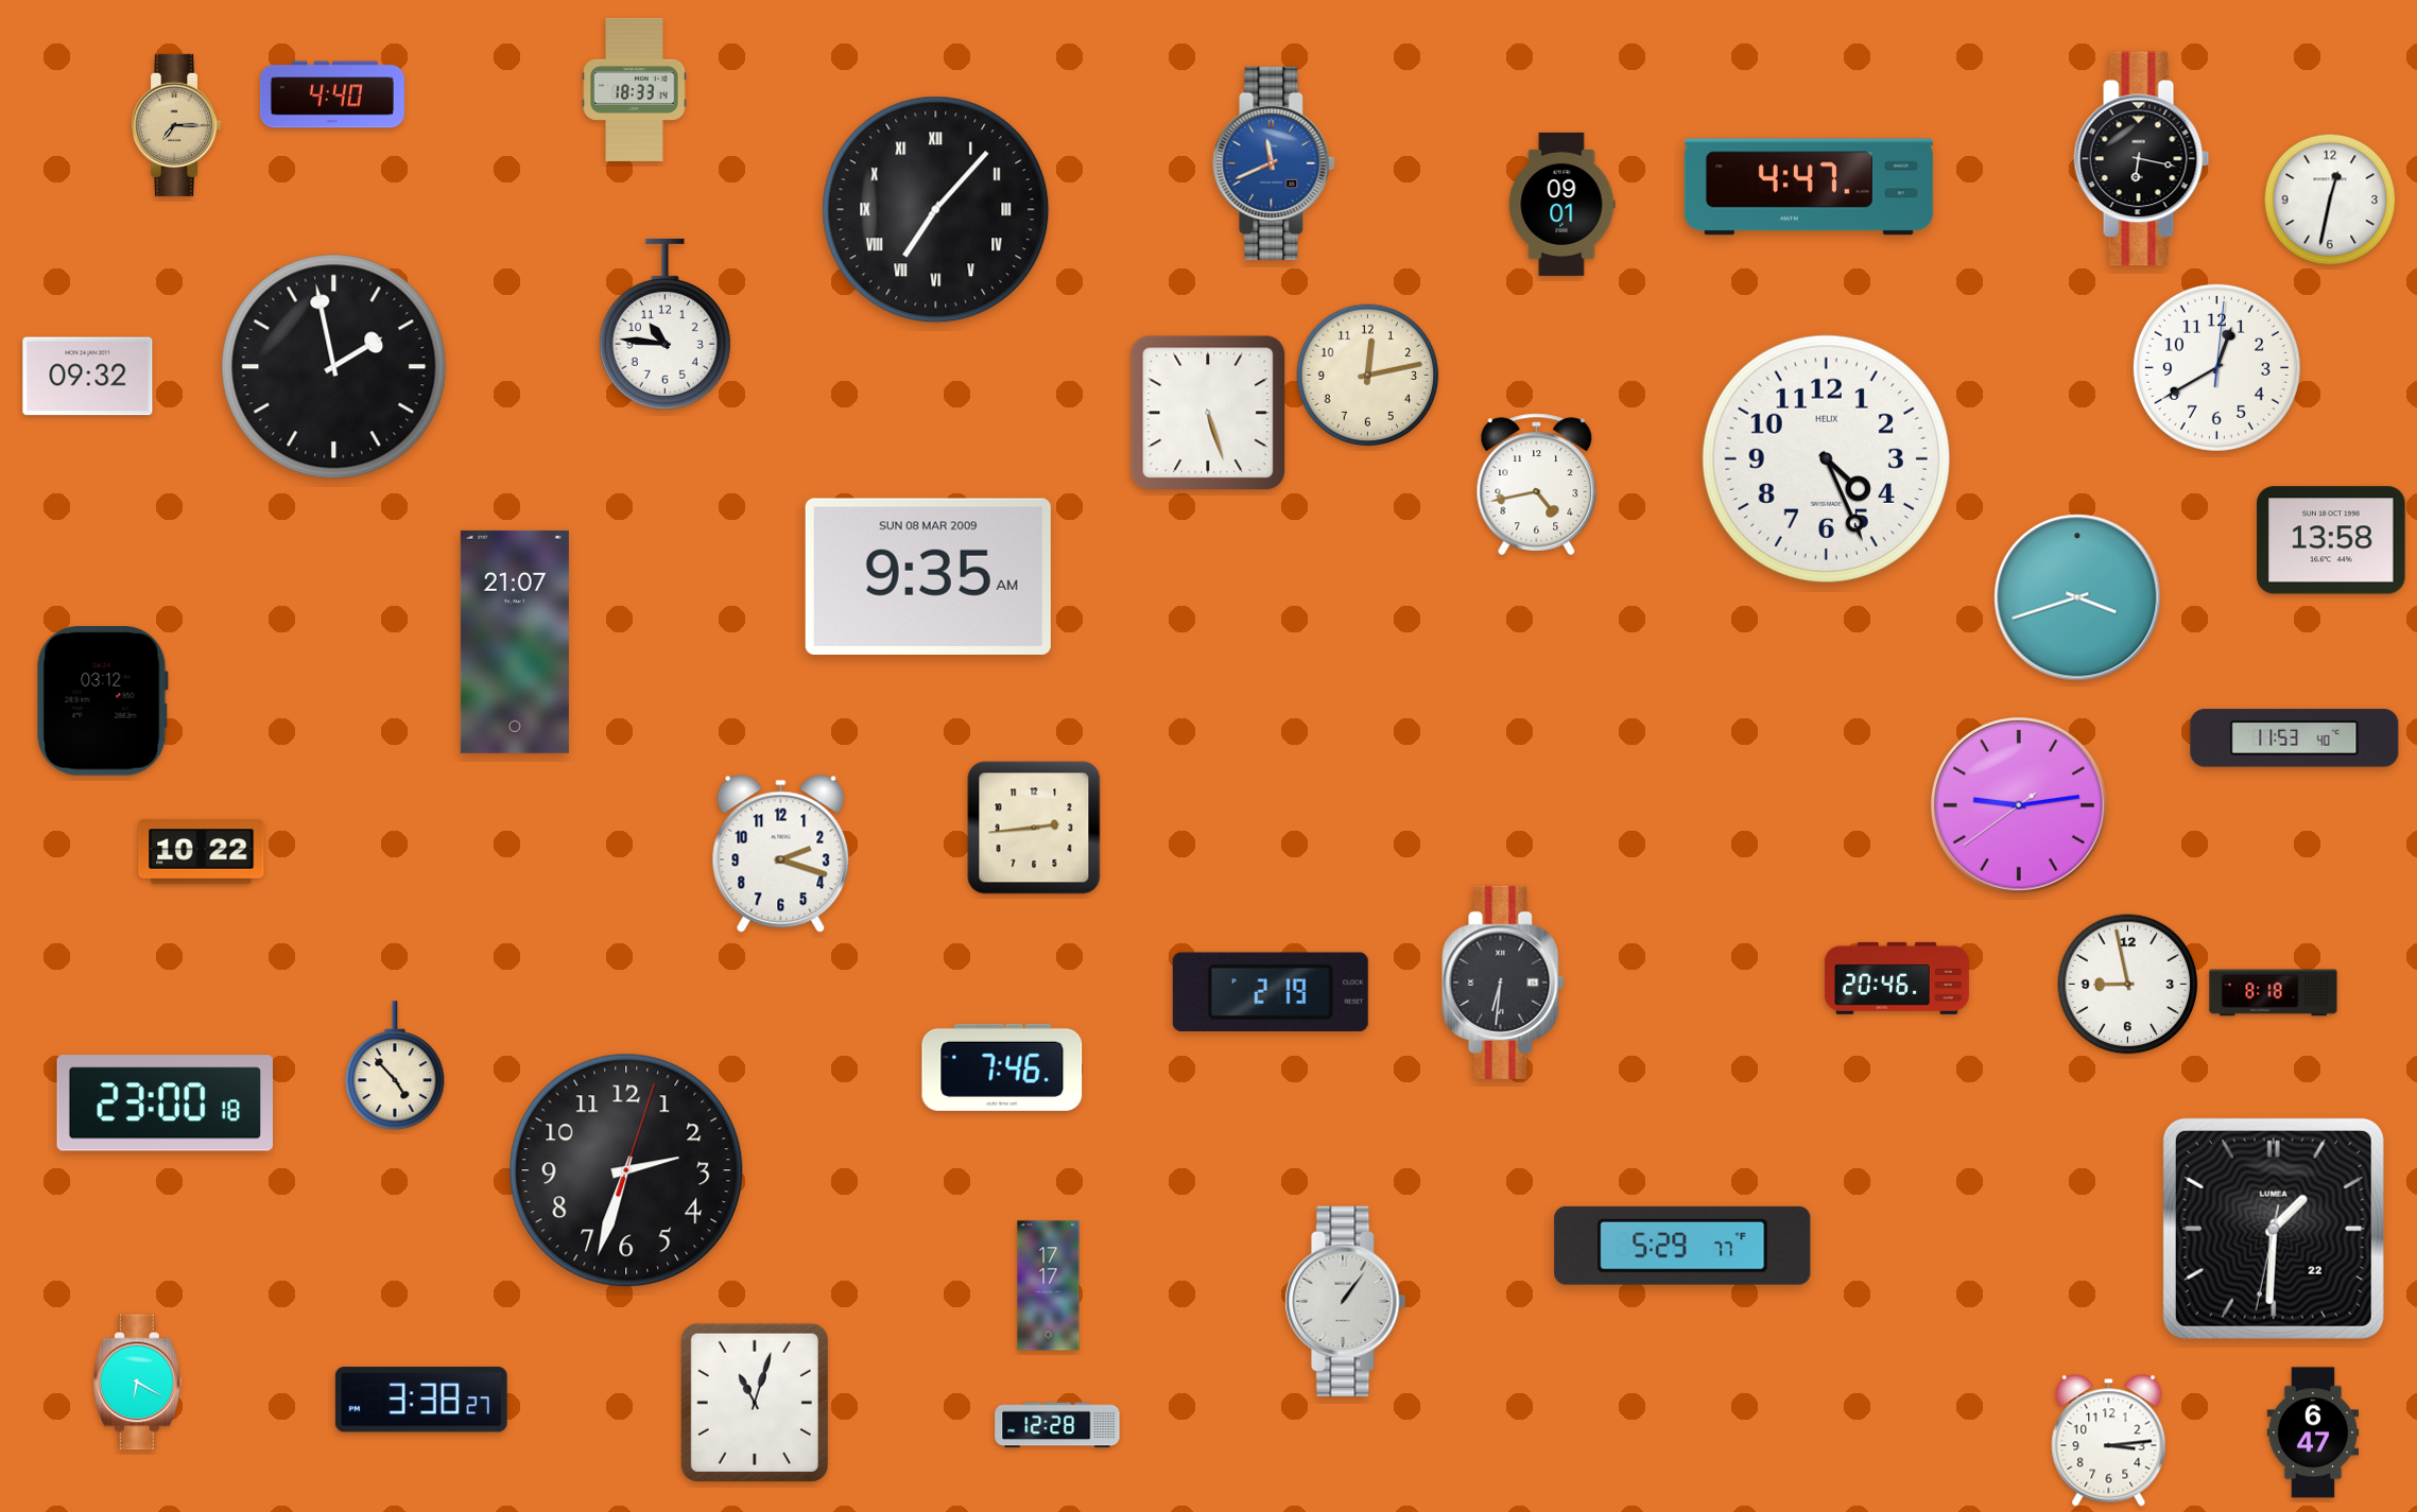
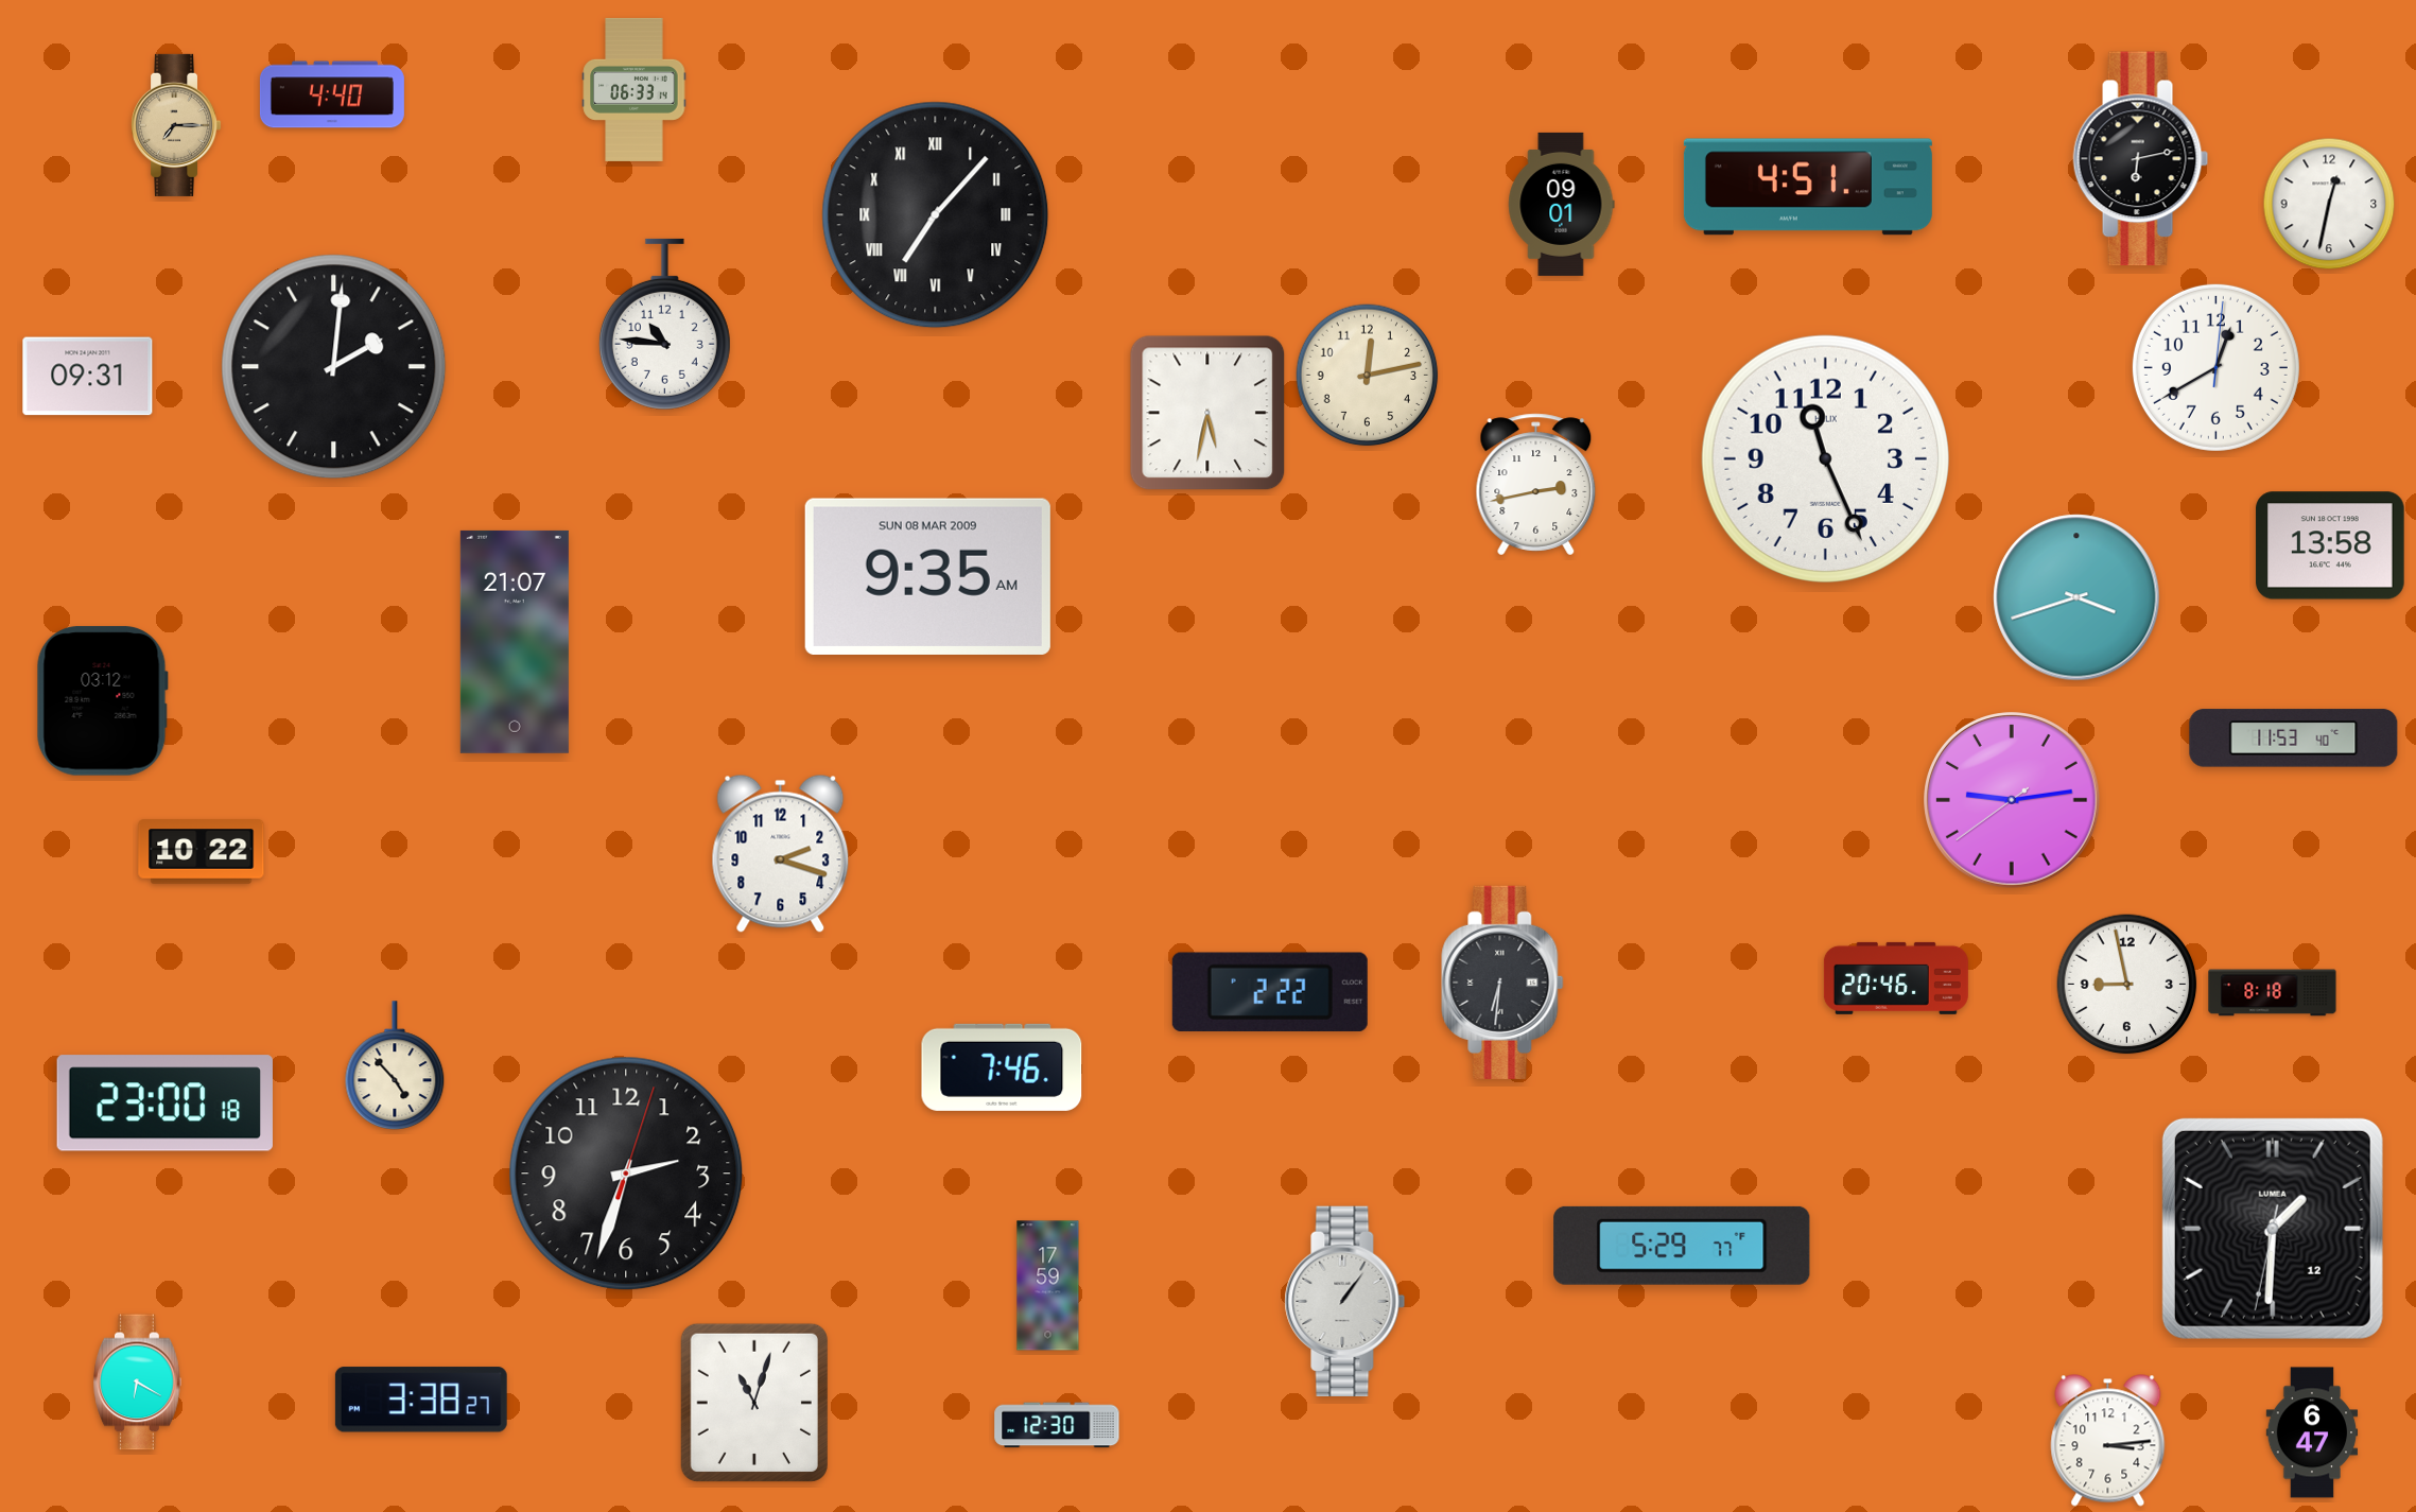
clock at (635, 89): 18:33 -> 06:33
clock at (2142, 159): 6:17 -> 6:13
clock at (1274, 163): 11:41 -> none
clock at (1809, 187): 4:47 -> 4:51
clock at (2330, 199) position: (2330, 199) -> (2329, 204)
clock at (936, 210) position: (936, 210) -> (936, 215)
clock at (334, 367): 1:58 -> 2:01
clock at (88, 377): 09:32 -> 09:31
clock at (1208, 413): 5:27 -> 5:32
clock at (1826, 458): 4:26 -> 11:26
clock at (1537, 485): 4:43 -> 2:43
clock at (2331, 540) position: (2331, 540) -> (2330, 545)
clock at (2019, 805) position: (2019, 805) -> (2012, 800)
clock at (1034, 828): 2:44 -> none
clock at (1271, 992): 2:19 -> 2:22
clock at (626, 1170) position: (626, 1170) -> (626, 1174)
clock at (2274, 1229) date: 22 -> 12
clock at (1049, 1286): 17:17 -> 17:59
clock at (1057, 1425): 12:28 -> 12:30
